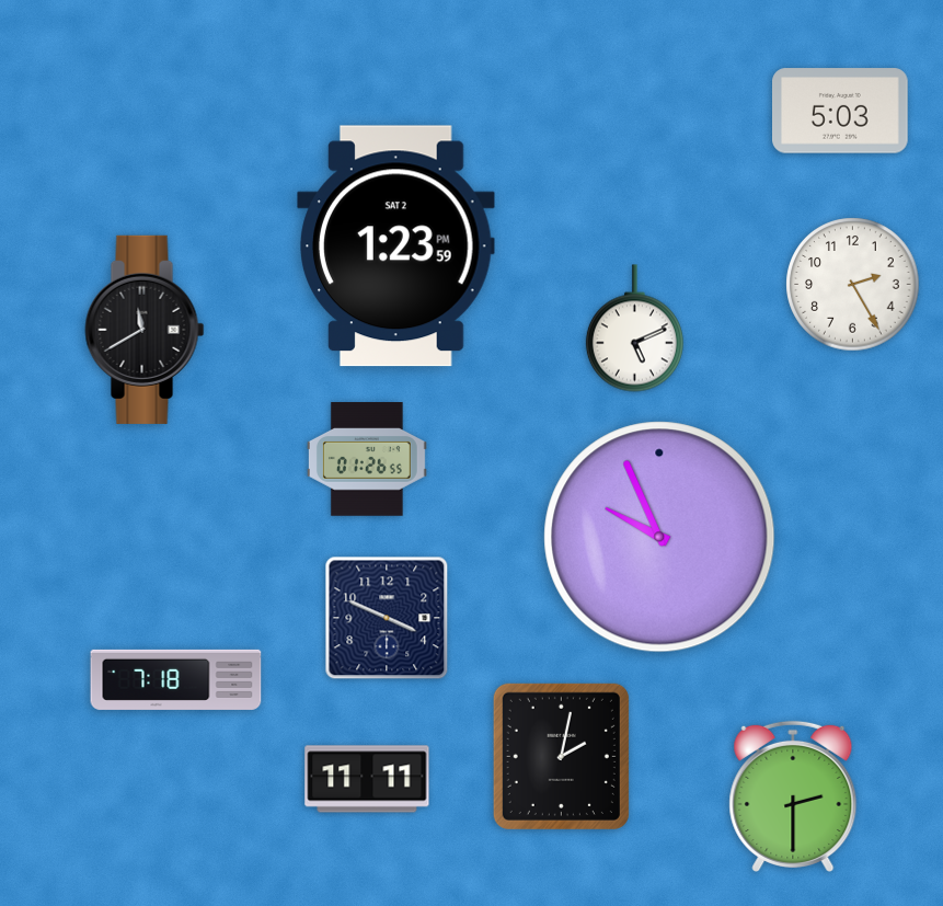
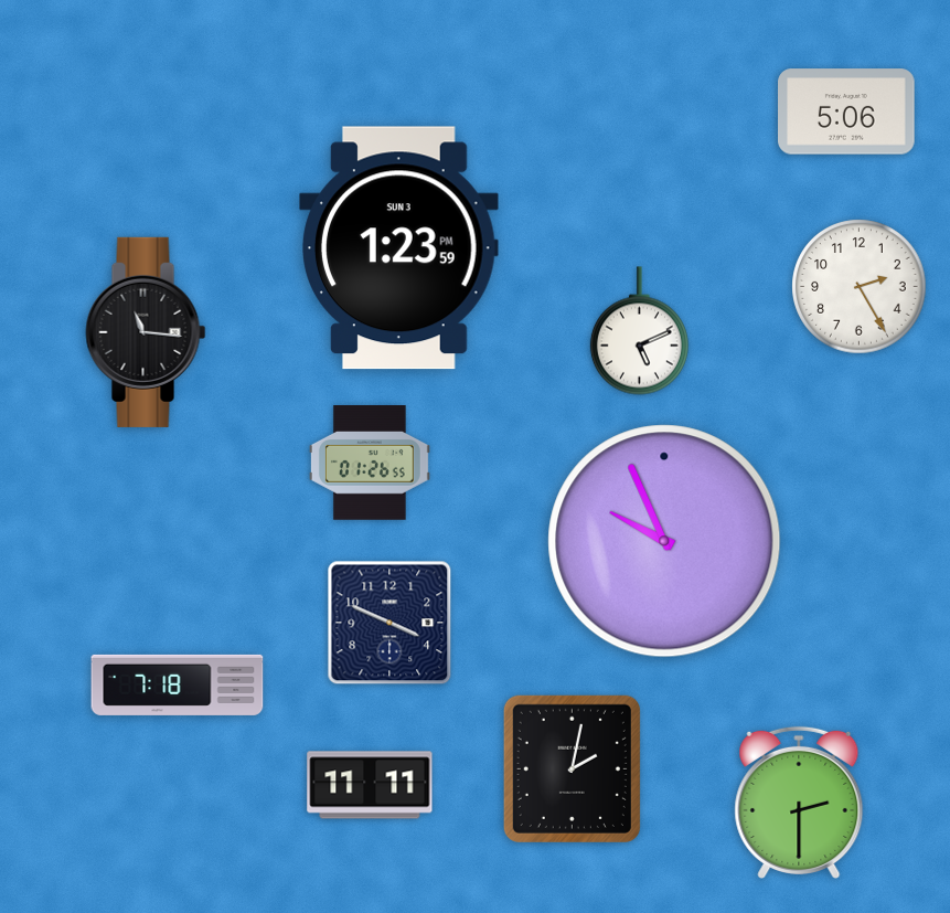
clock at (841, 111): 5:03 -> 5:06
clock at (396, 246) date: SAT 2 -> SUN 3
clock at (145, 330): 11:40 -> 11:16
clock at (561, 756) position: (561, 756) -> (572, 768)
